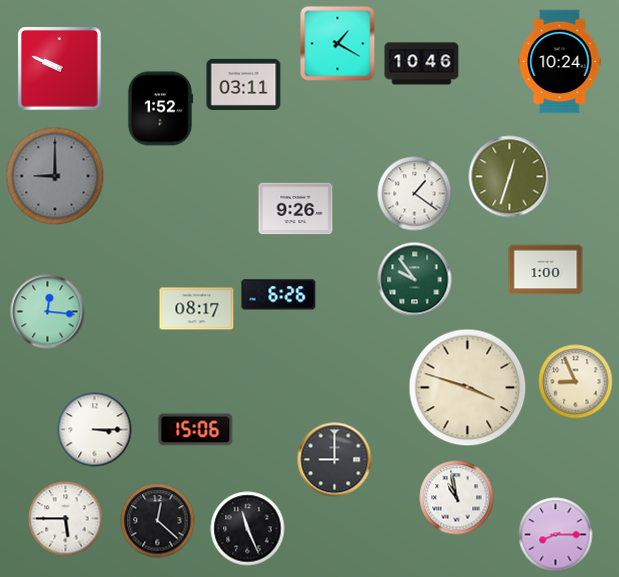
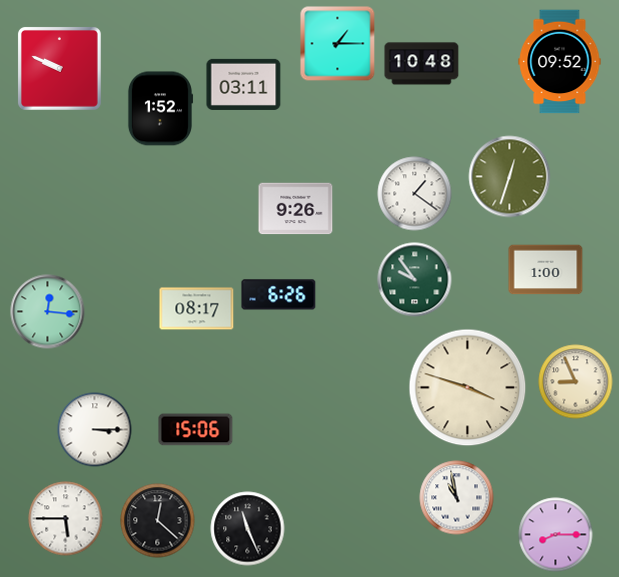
clock at (338, 44): 1:20 -> 1:15
clock at (560, 62): 10:24 -> 09:52
clock at (422, 64): 10:46 -> 10:48
clock at (55, 176): 9:00 -> none
clock at (335, 460): 9:00 -> none
